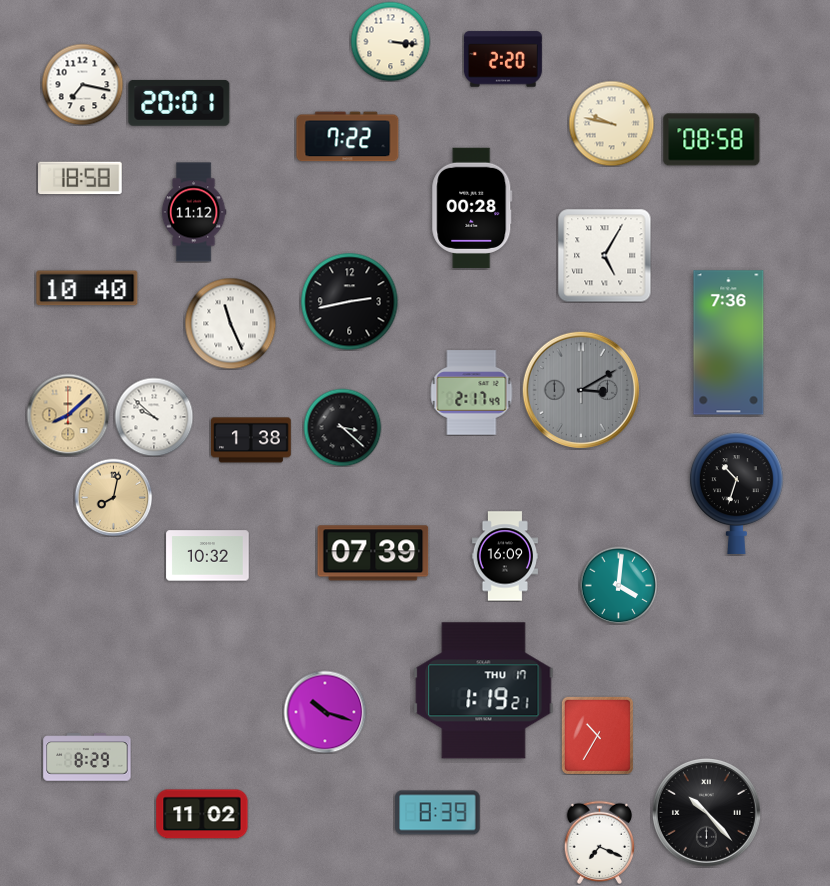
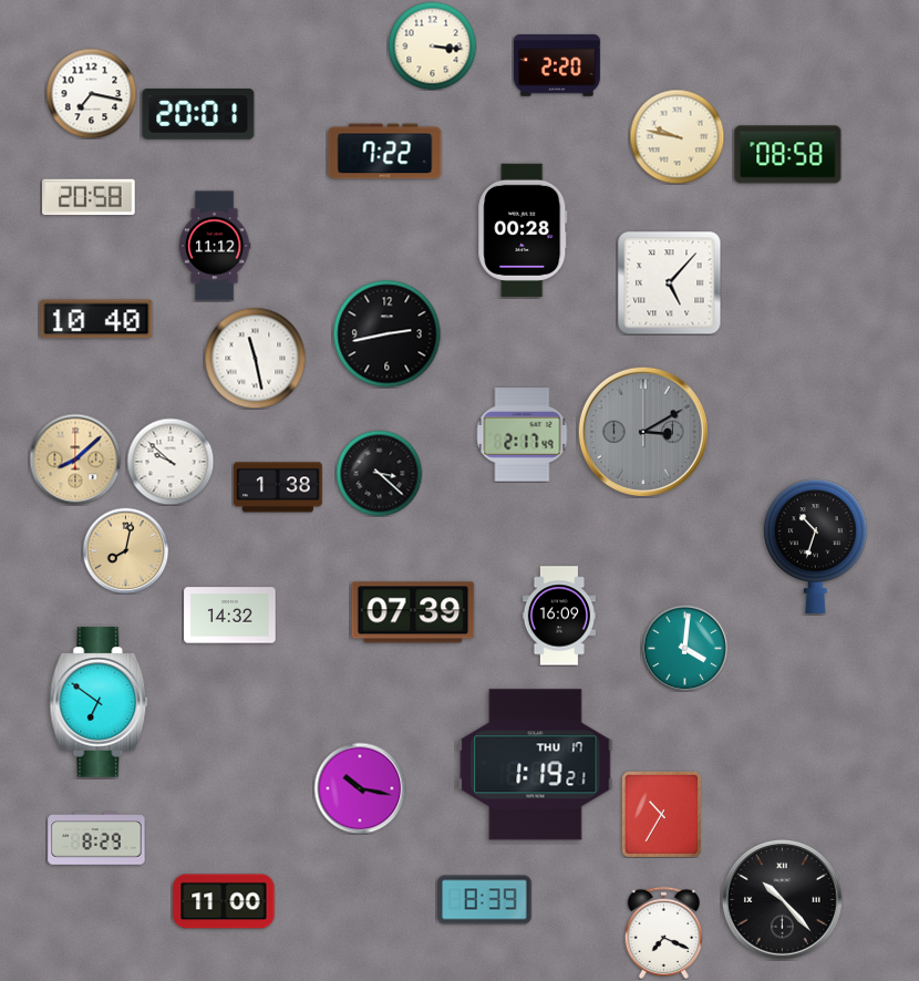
clock at (80, 178): 18:58 -> 20:58
clock at (194, 212) position: (194, 212) -> (215, 246)
clock at (605, 256): 5:05 -> 5:07
clock at (230, 323): 11:26 -> 11:28
clock at (729, 343): 7:36 -> none
clock at (208, 556): 10:32 -> 14:32
clock at (99, 702): none -> 6:51
clock at (325, 712): 10:18 -> 10:17
clock at (202, 814): 11:02 -> 11:00
